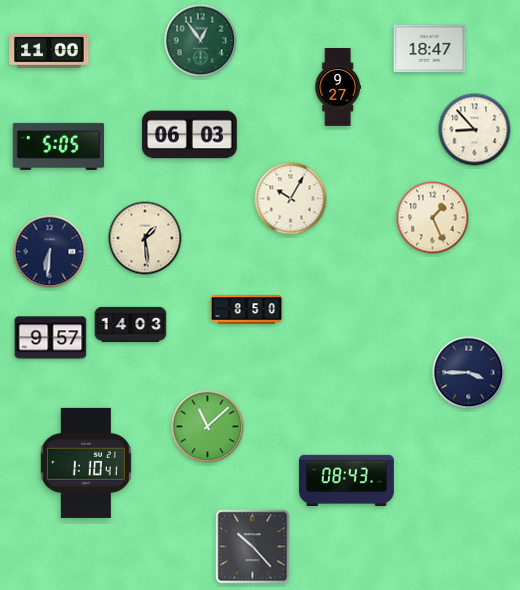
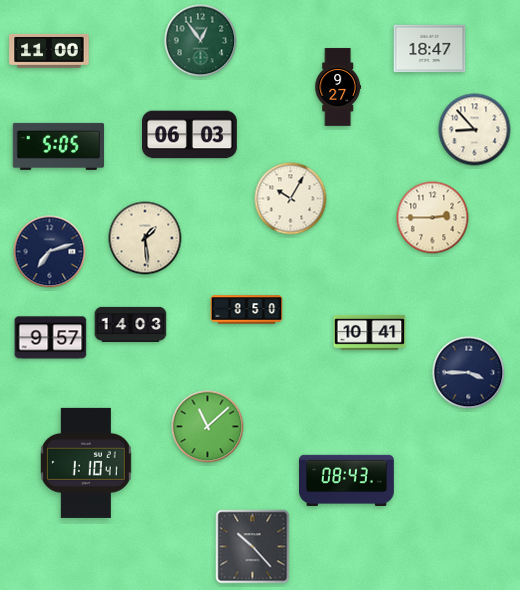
clock at (433, 218): 1:26 -> 2:45
clock at (50, 252): 6:31 -> 7:12
clock at (370, 332): none -> 10:41
